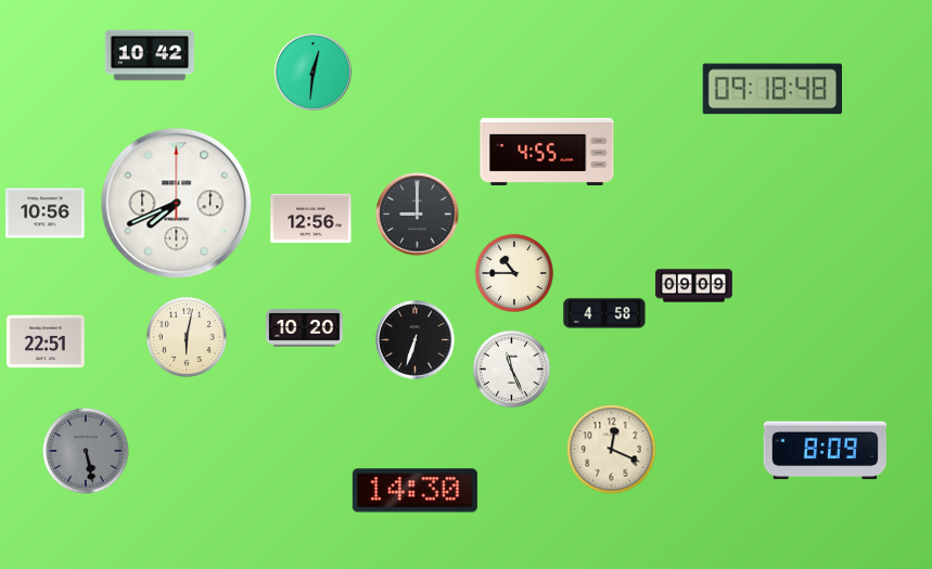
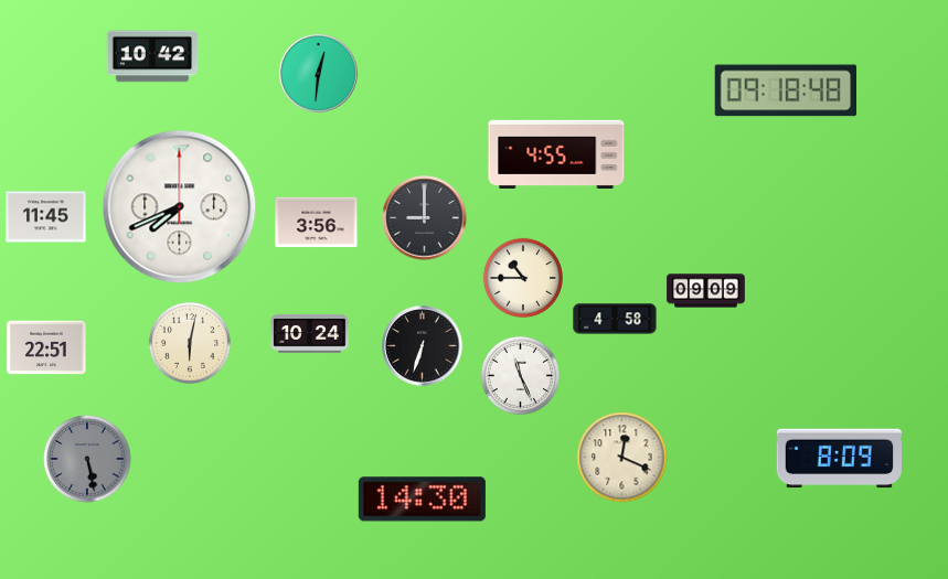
clock at (46, 214): 10:56 -> 11:45
clock at (311, 219): 12:56 -> 3:56
clock at (305, 328): 10:20 -> 10:24
